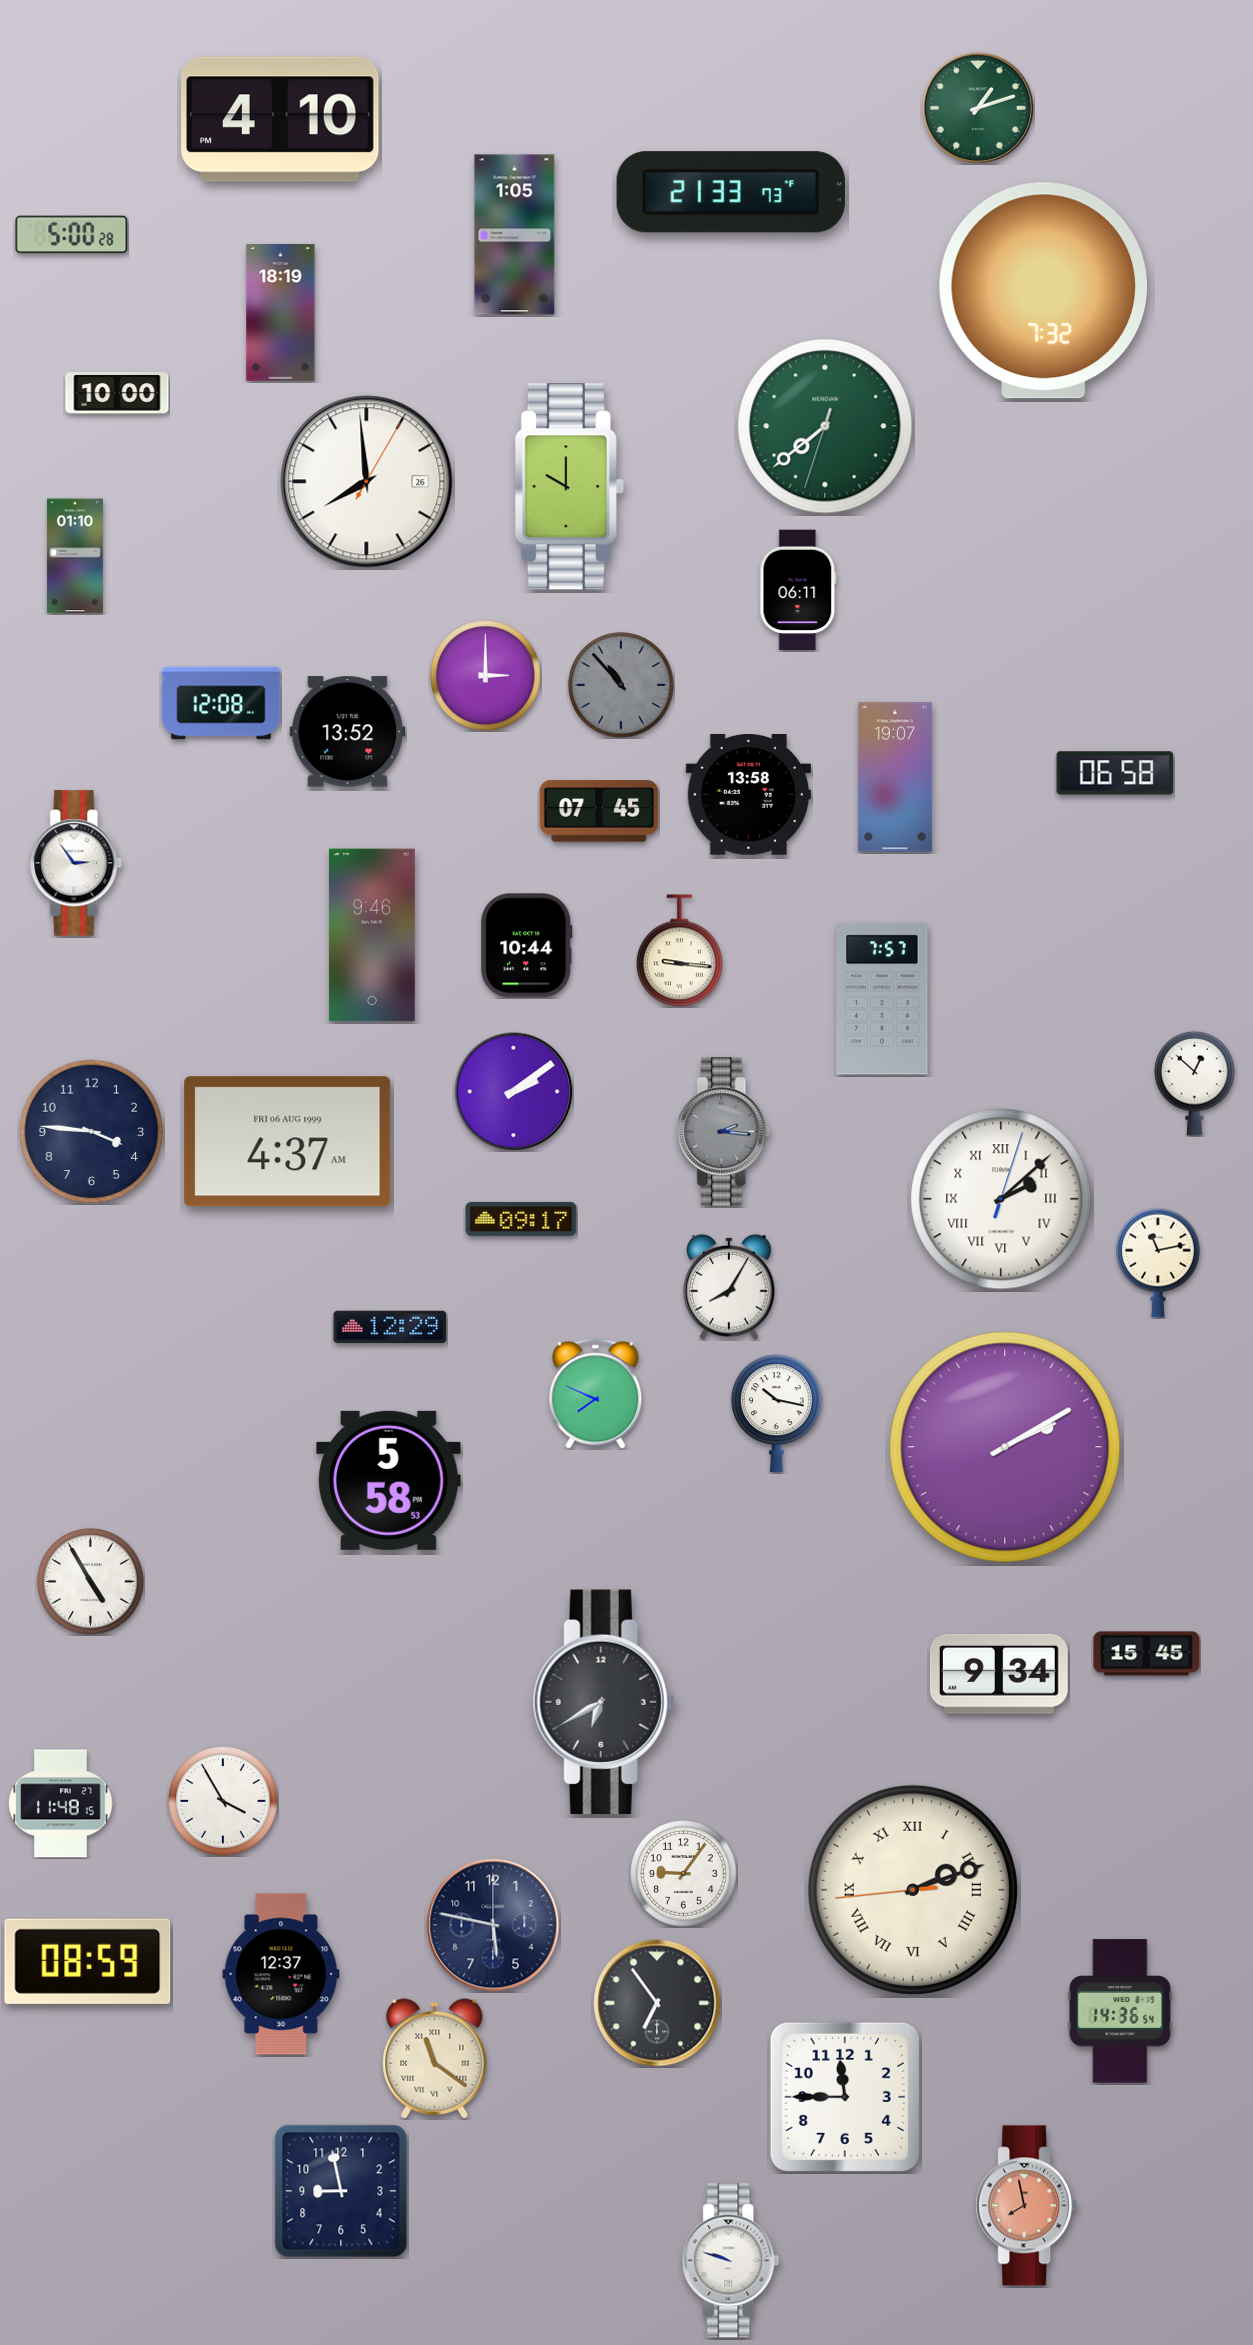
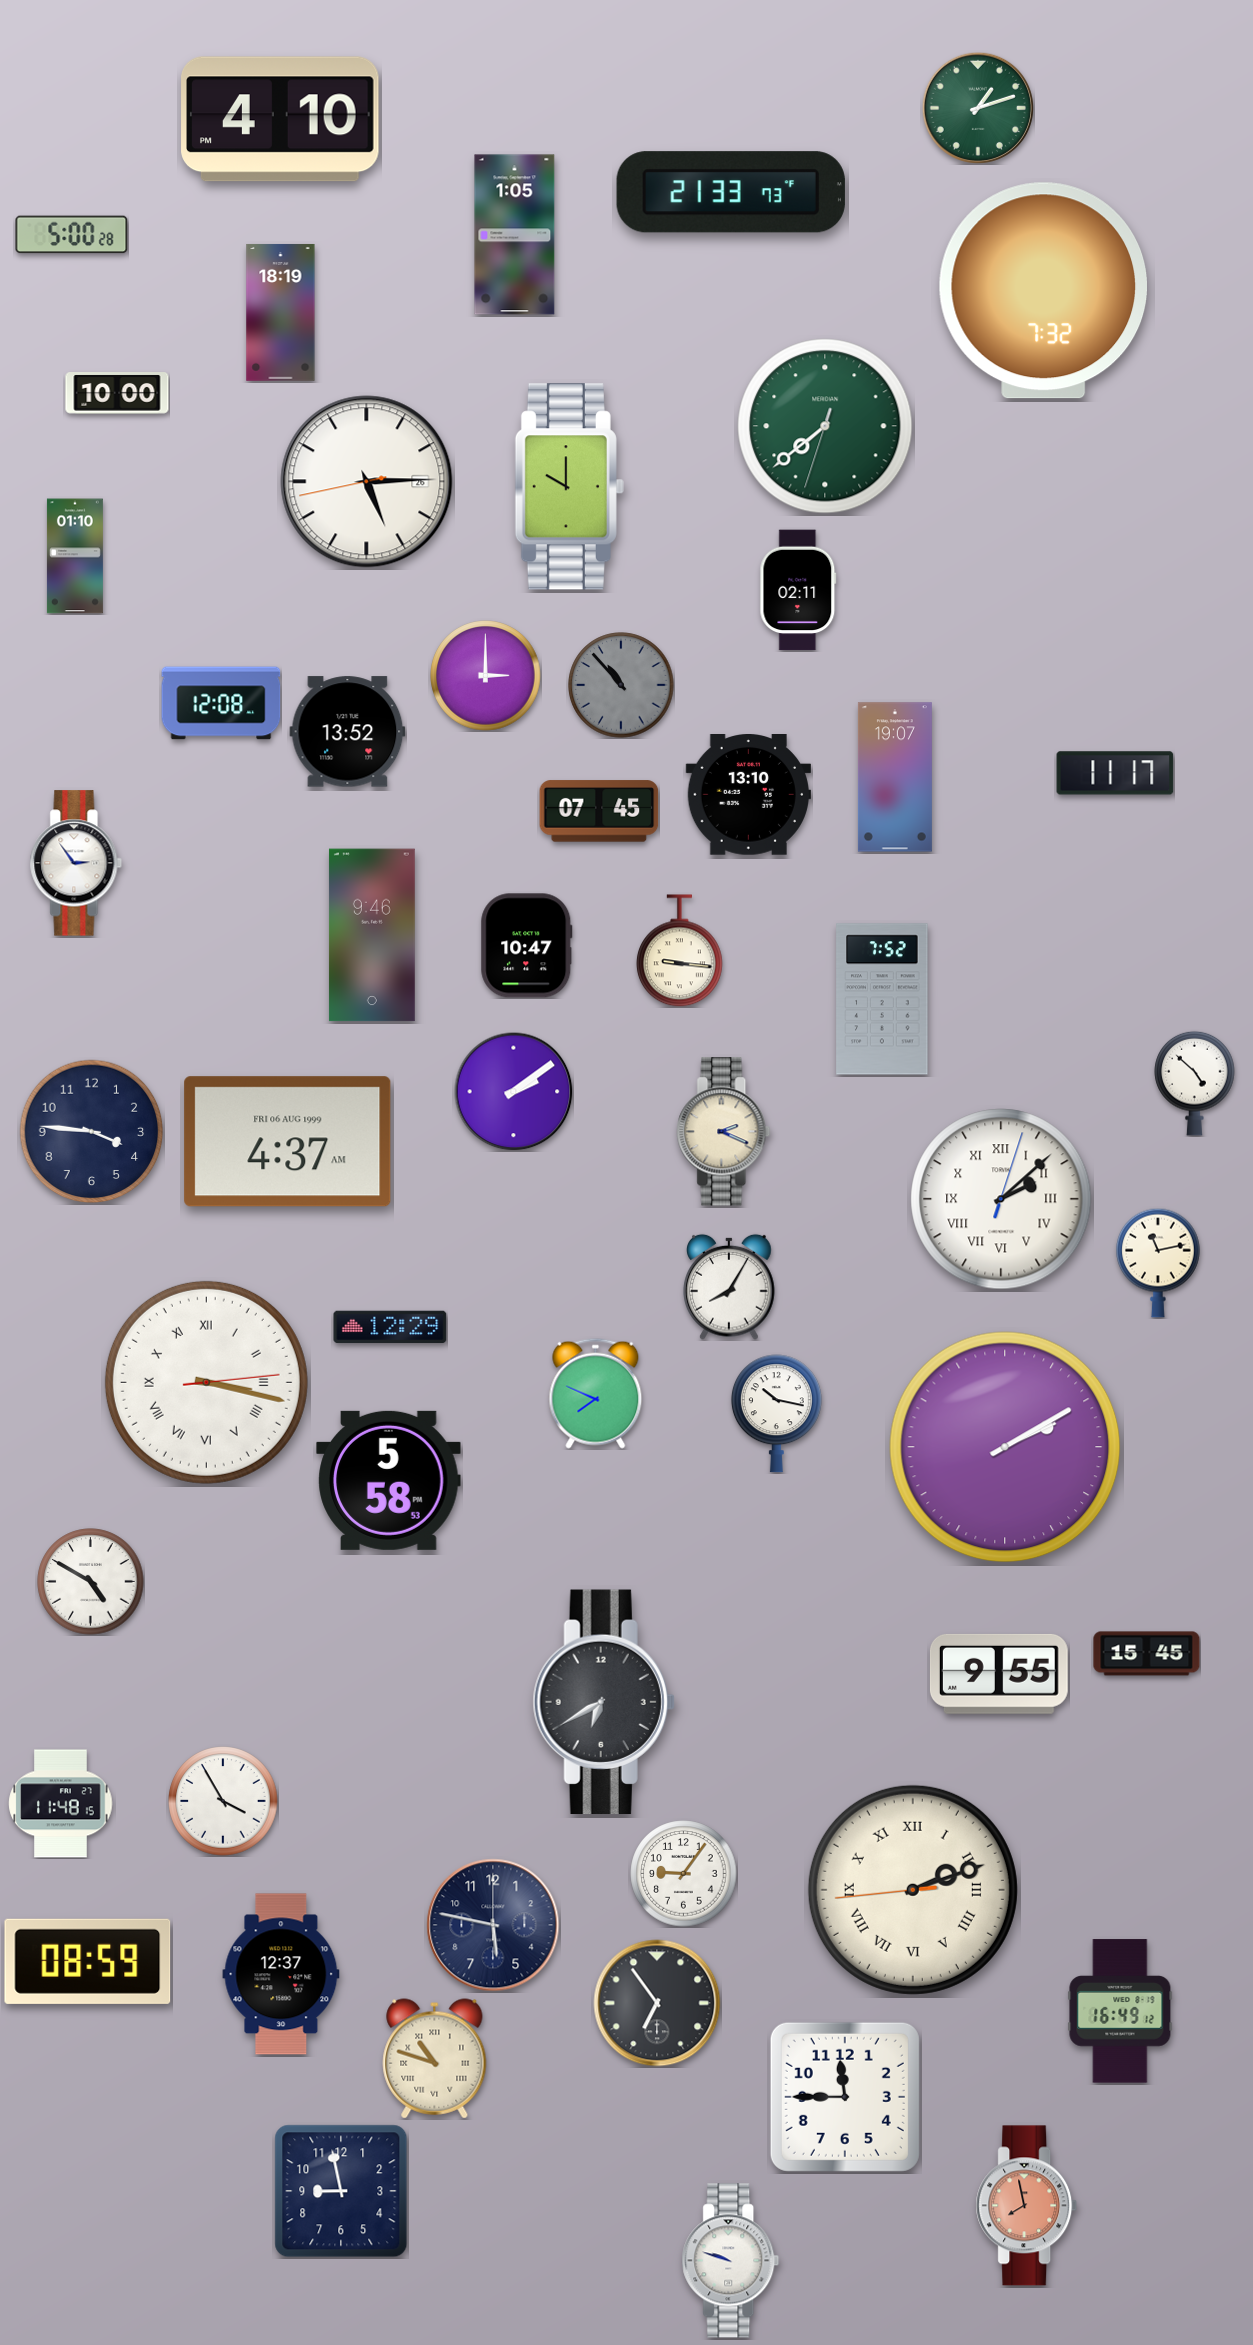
clock at (367, 482): 7:59 -> 5:14
clock at (798, 590): 06:11 -> 02:11
clock at (1115, 773): 06:58 -> 11:17
clock at (748, 795): 13:58 -> 13:10
clock at (527, 946): 10:44 -> 10:47
clock at (882, 999): 7:57 -> 7:52
clock at (1195, 1083): 12:52 -> 4:52
clock at (724, 1132): 2:16 -> 2:19
clock at (724, 1132) dial: grey -> cream
clock at (521, 1219): 09:17 -> none
clock at (206, 1382): none -> 3:17
clock at (91, 1582): 4:55 -> 4:50
clock at (999, 1674): 9:34 -> 9:55
clock at (1120, 2011): 14:36 -> 16:49
clock at (435, 2059): 11:21 -> 10:48
